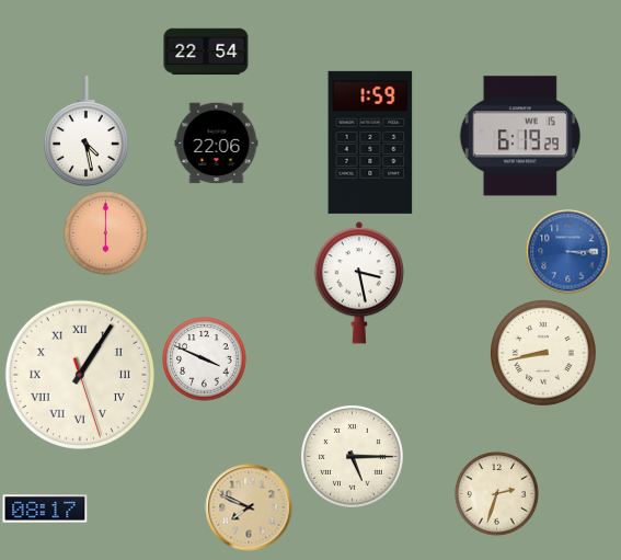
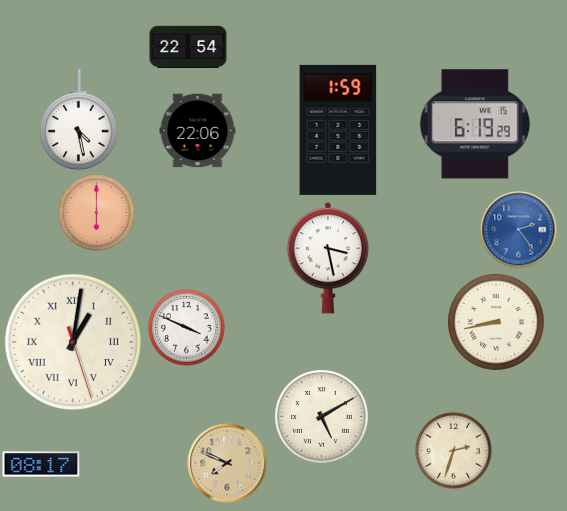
clock at (568, 252): 3:15 -> 2:24
clock at (80, 375): 1:05 -> 1:01
clock at (353, 457): 5:15 -> 5:10
